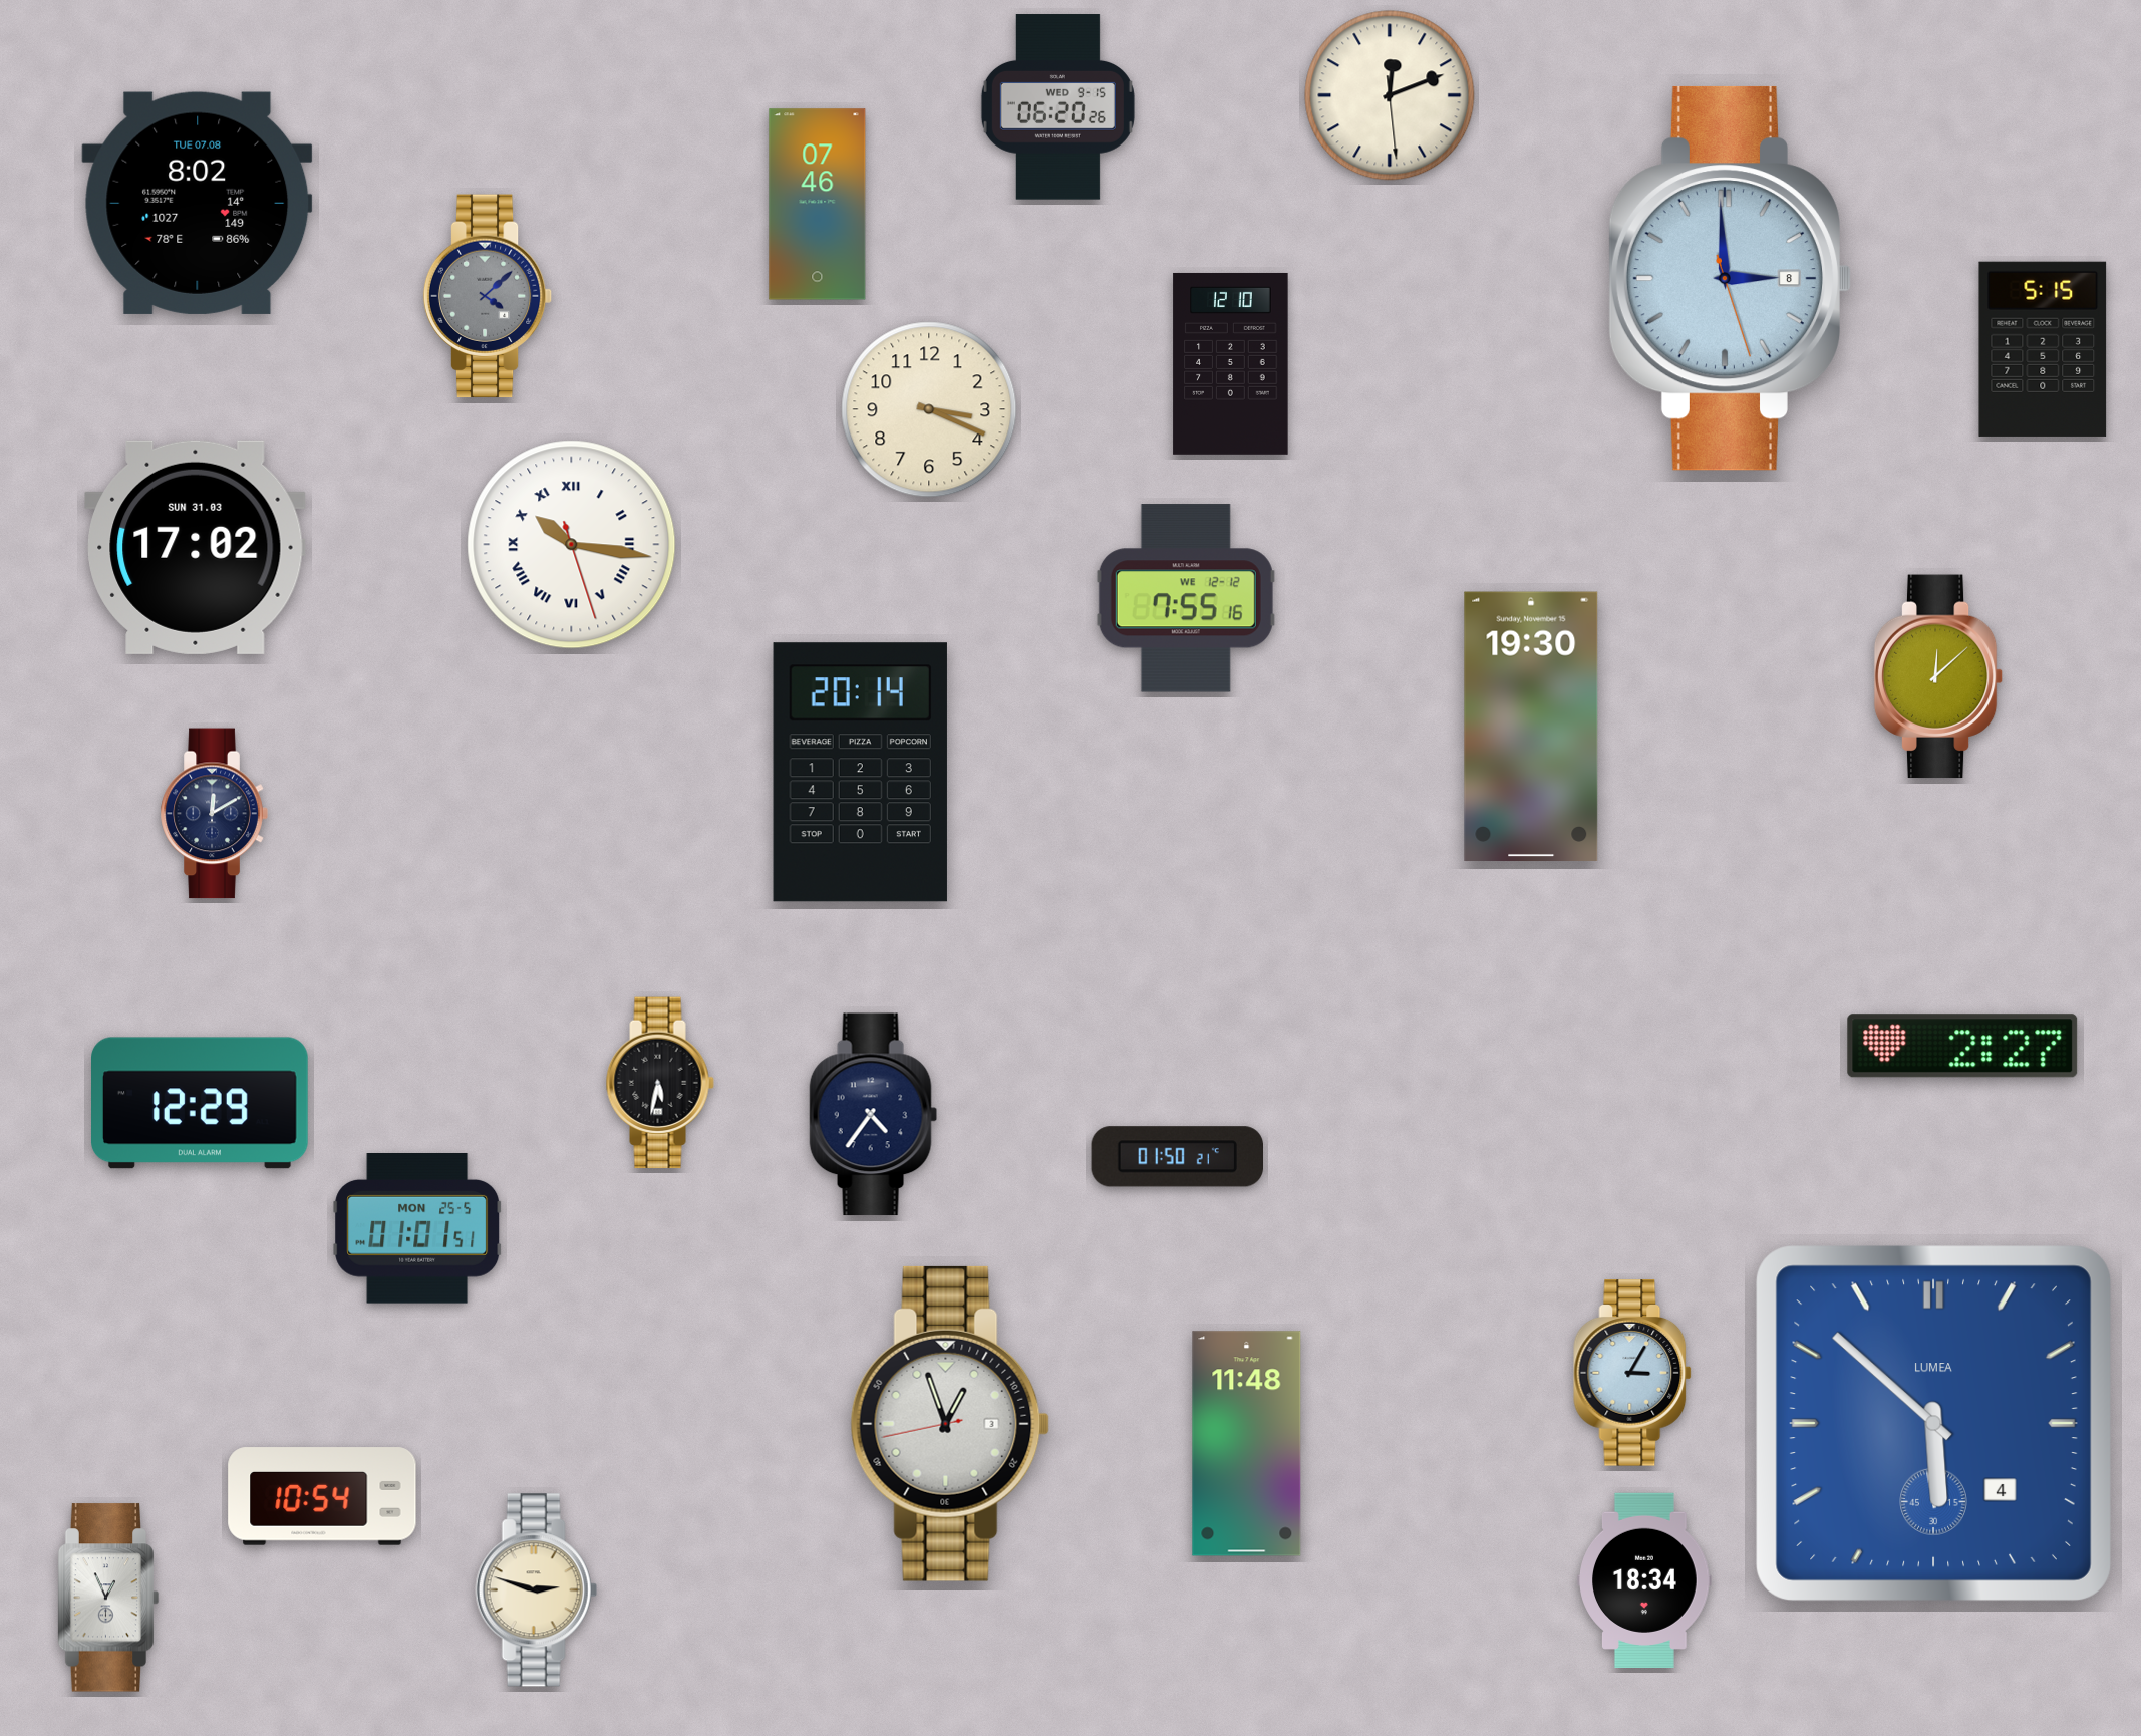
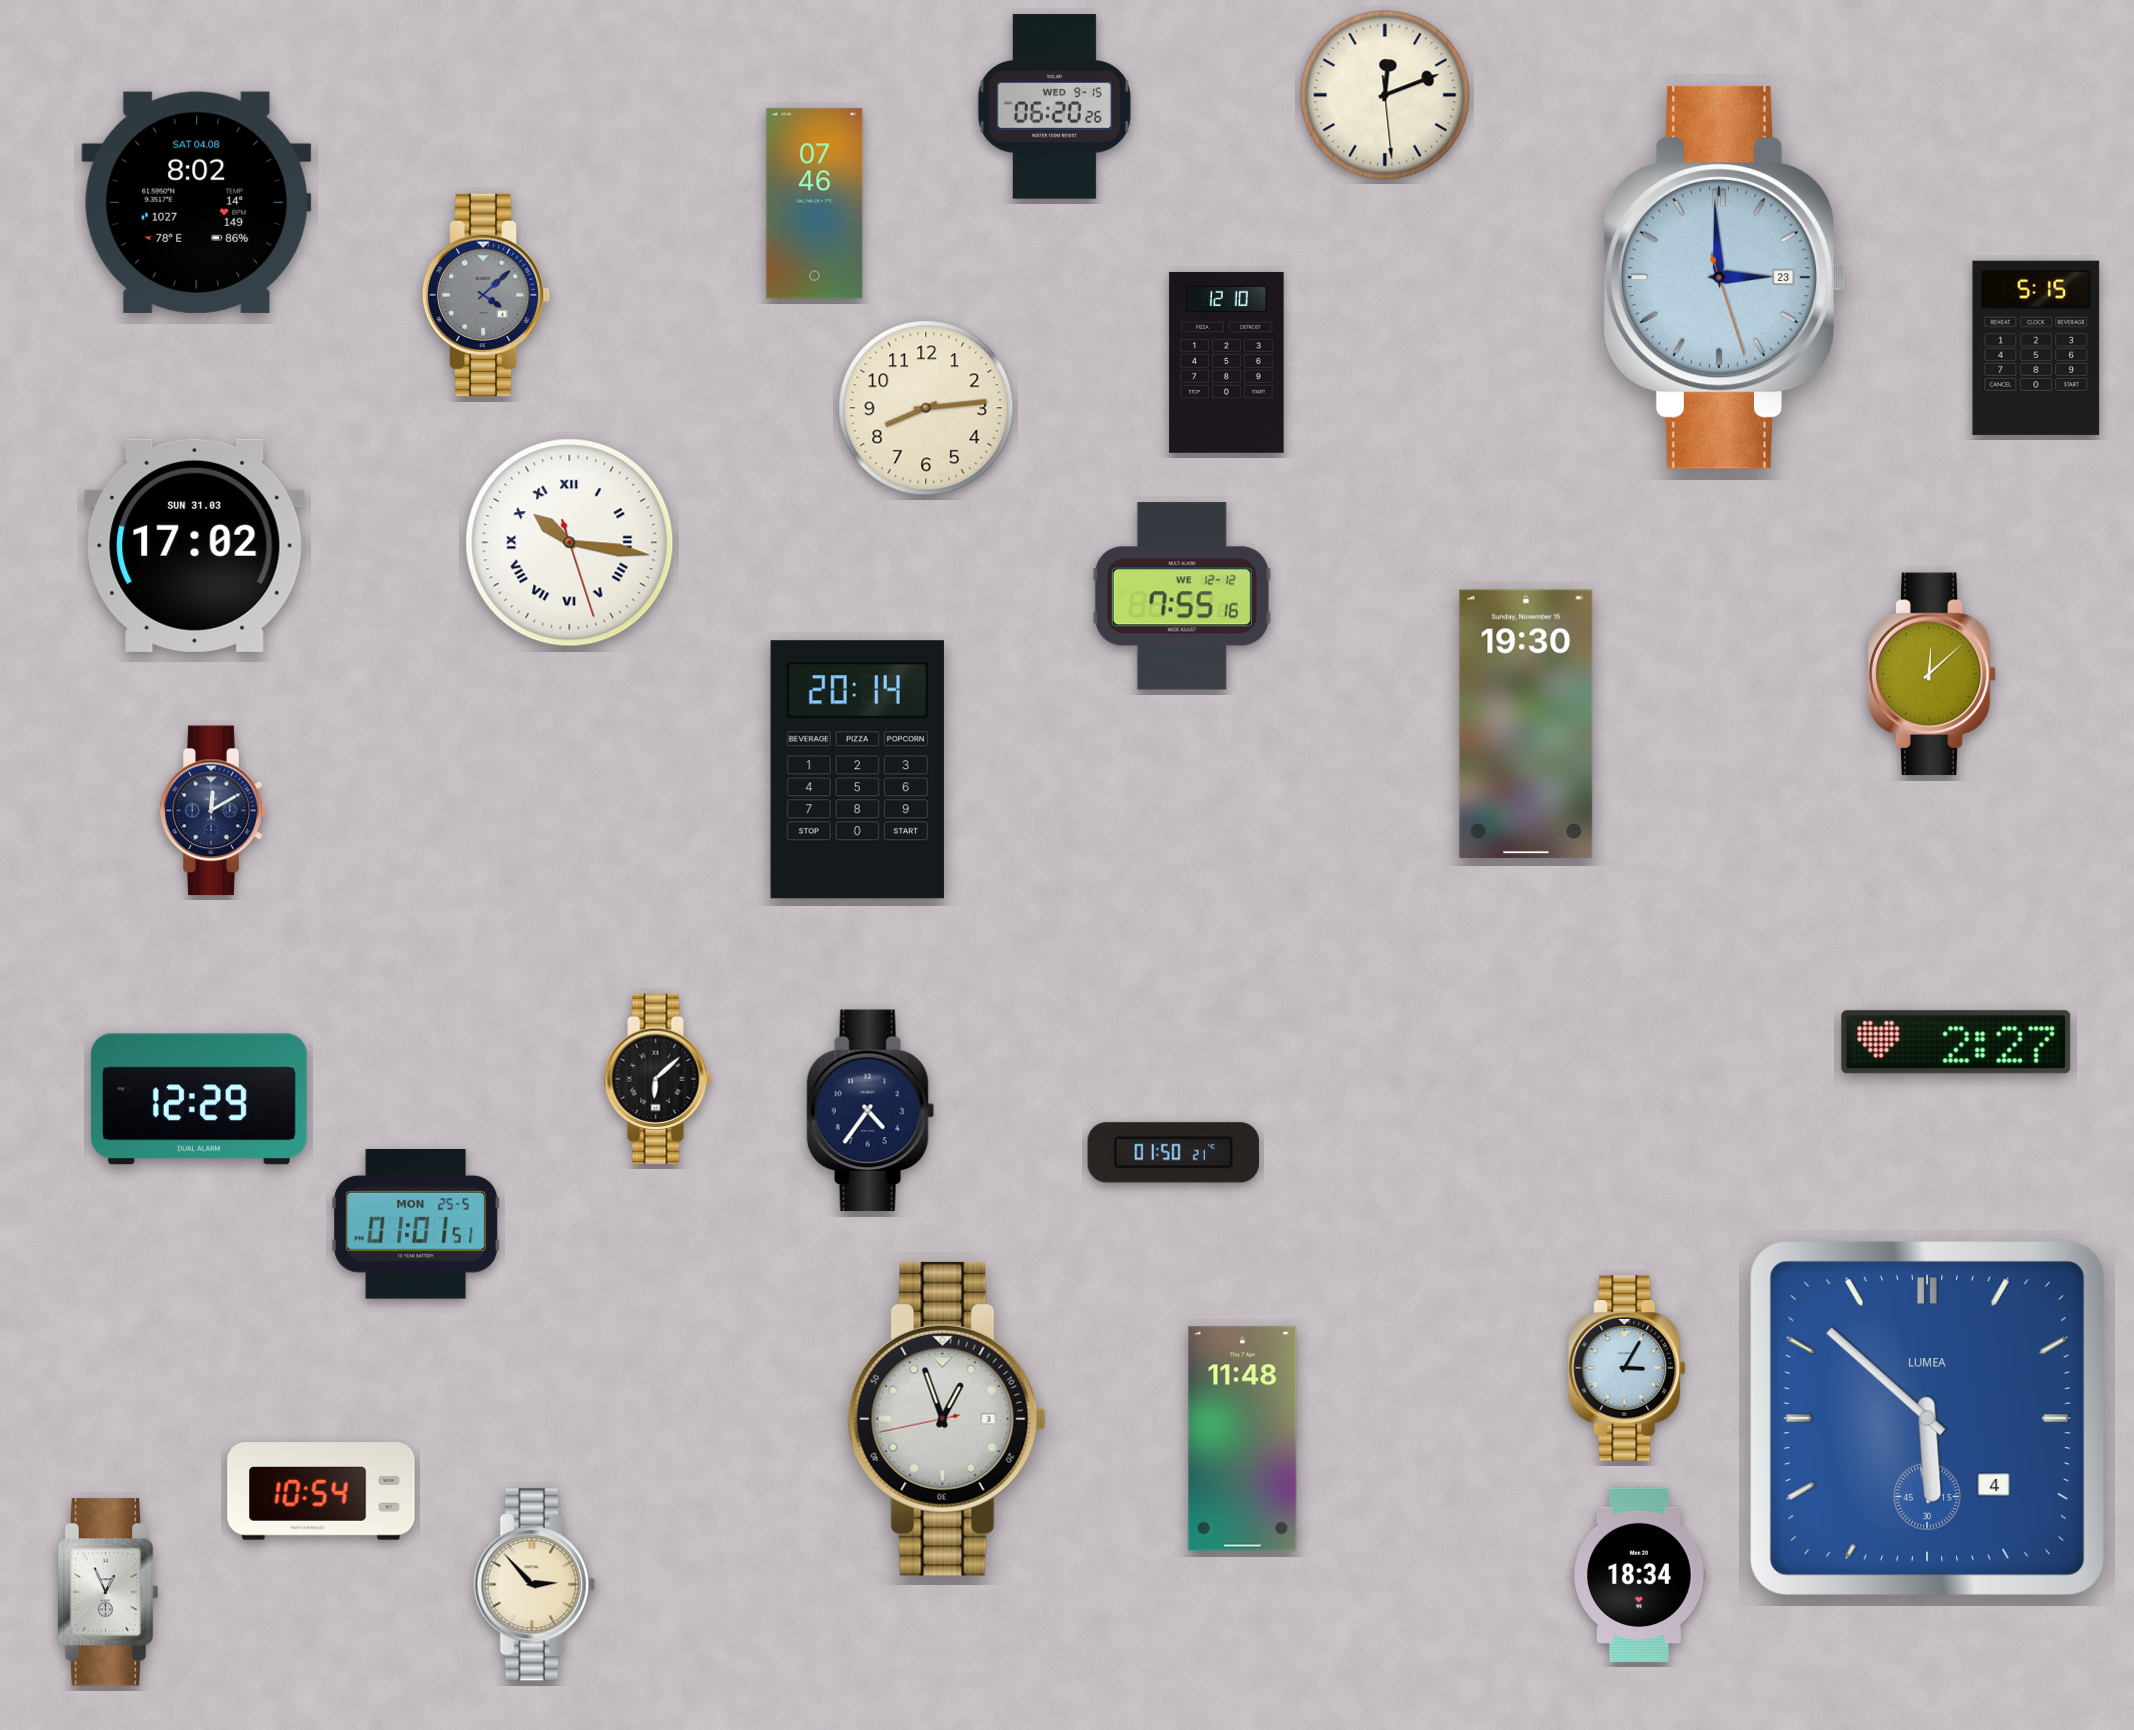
clock at (198, 203) date: TUE 07.08 -> SAT 04.08
clock at (1731, 278) date: 8 -> 23
clock at (929, 409): 3:19 -> 8:14
clock at (660, 1083): 5:32 -> 6:08
clock at (536, 1590): 2:48 -> 2:53
